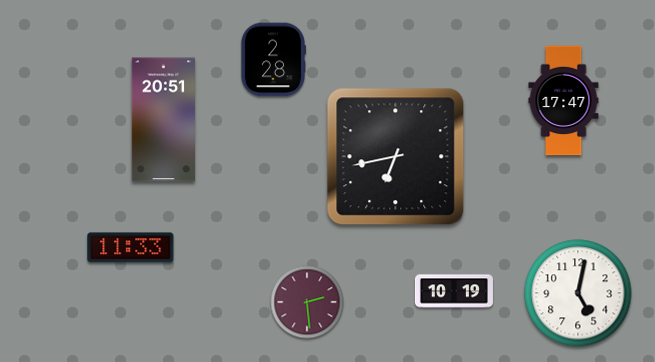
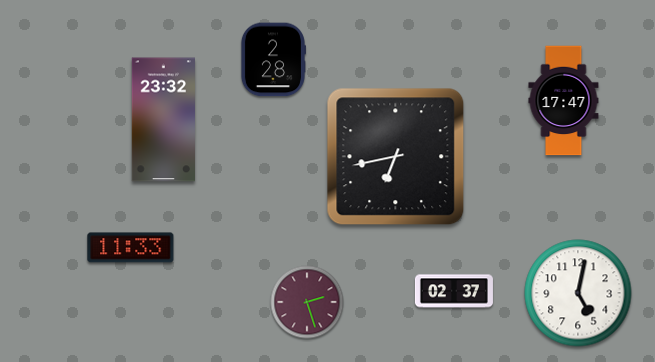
clock at (163, 120): 20:51 -> 23:32
clock at (454, 291): 10:19 -> 02:37
clock at (307, 302): 2:29 -> 2:27
